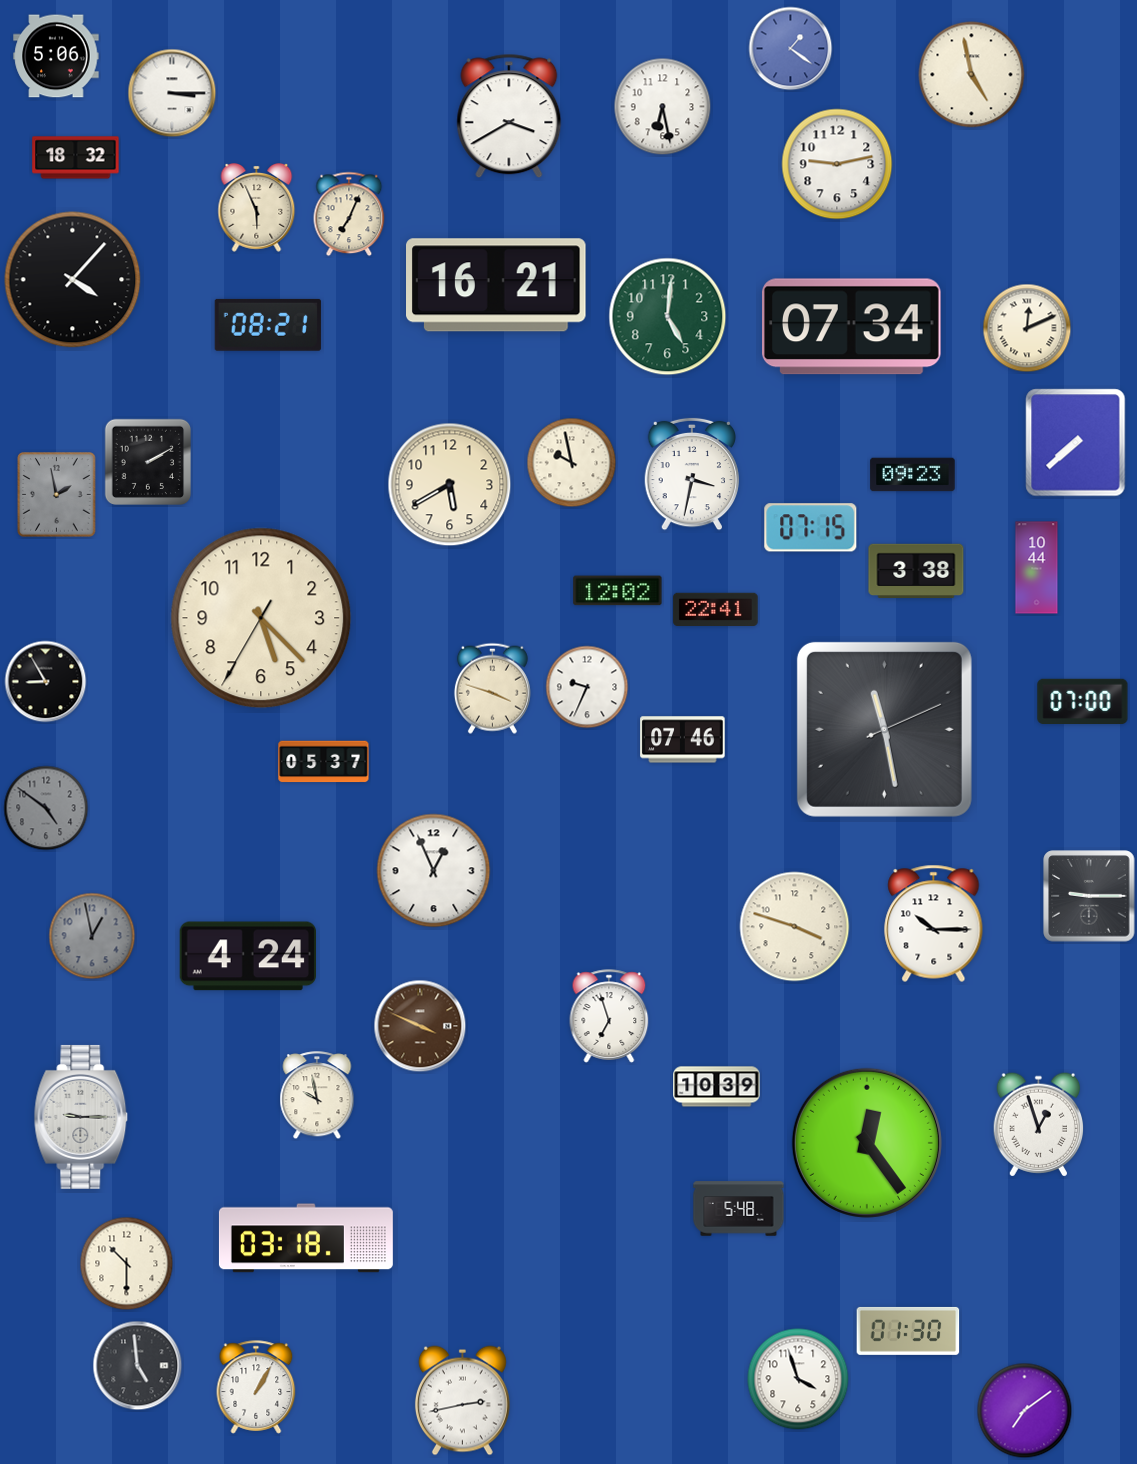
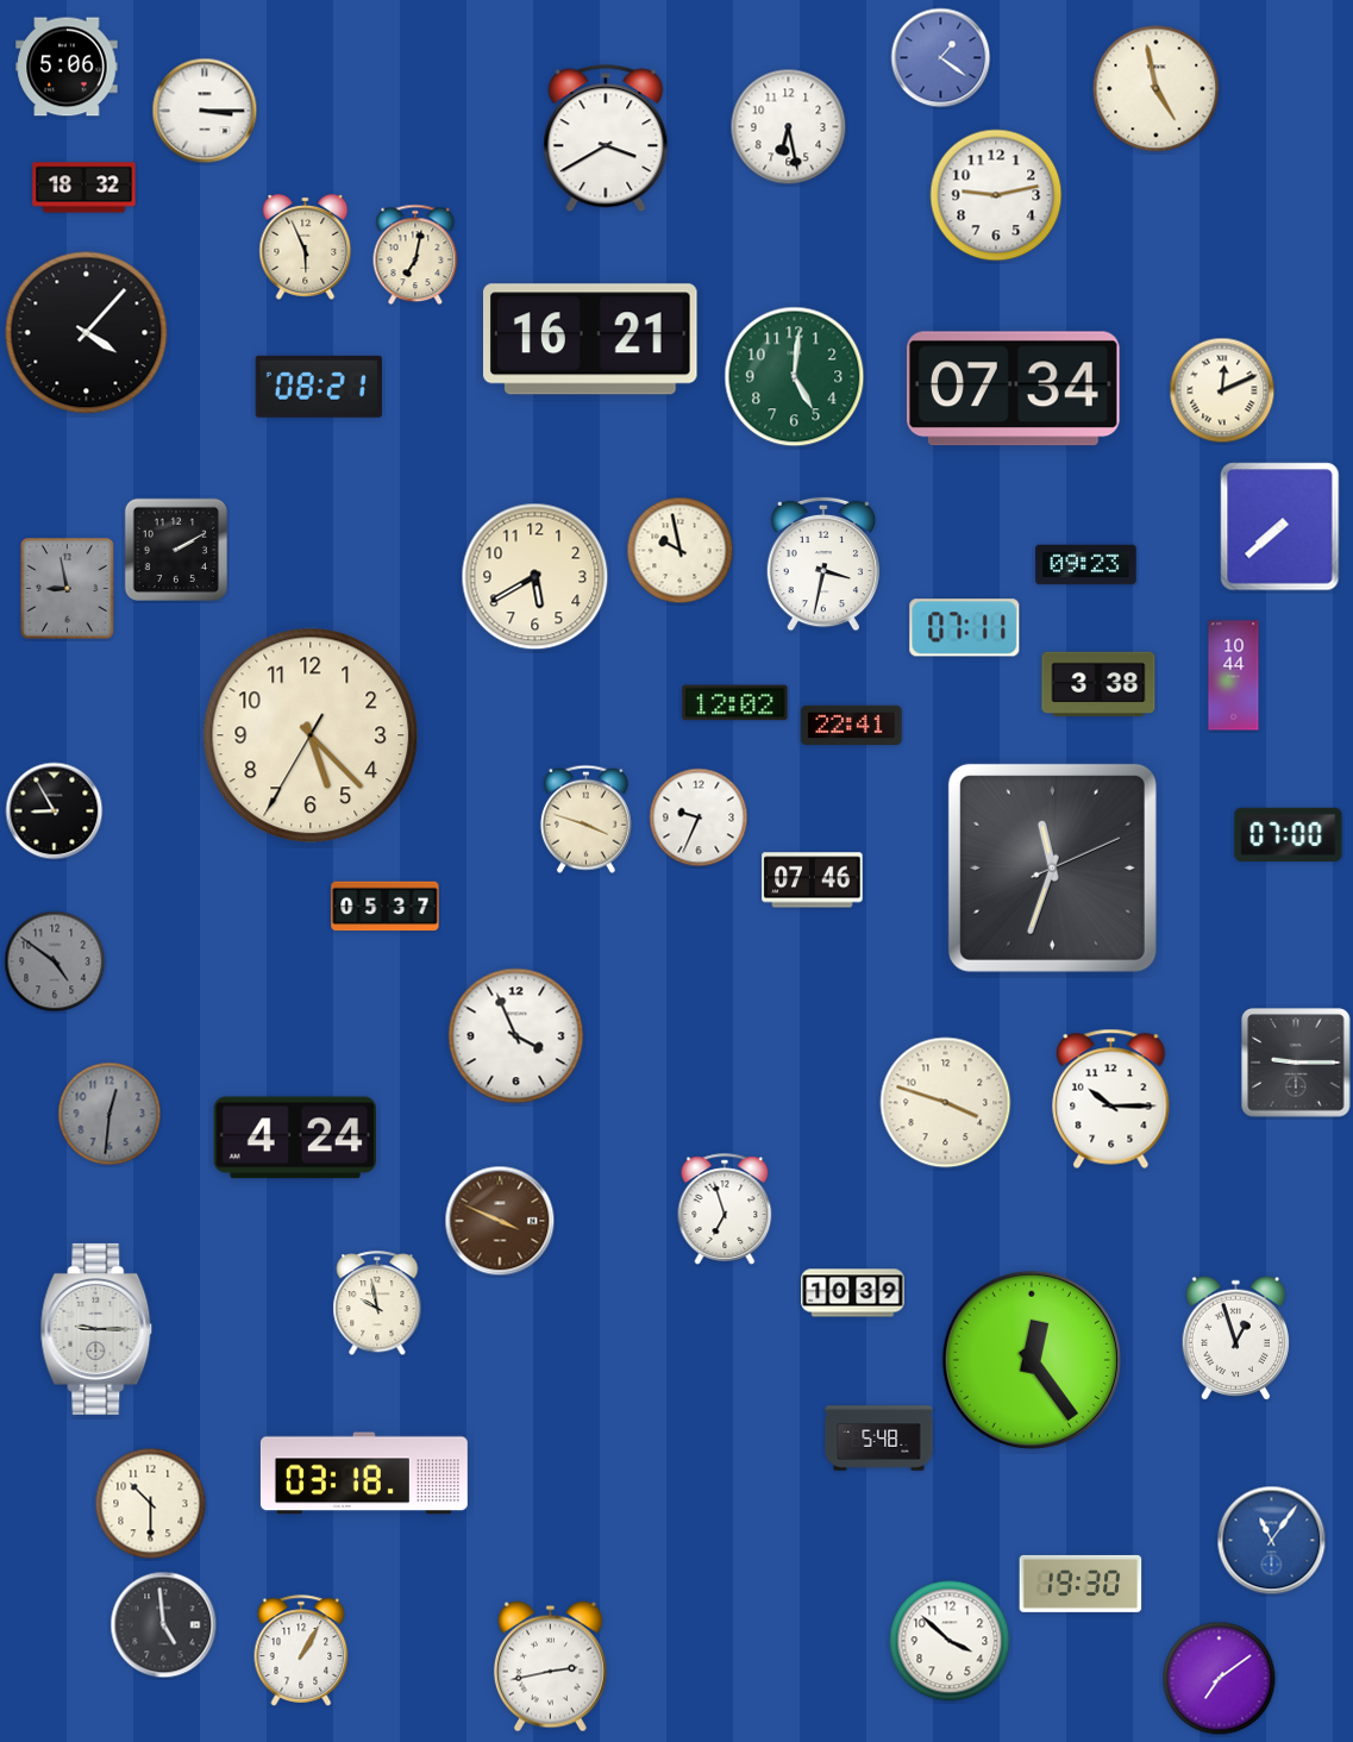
clock at (76, 158) position: (76, 158) -> (84, 188)
clock at (349, 214): 7:04 -> 7:02
clock at (57, 495): 1:58 -> 8:58
clock at (811, 528): 07:15 -> 07:11
clock at (916, 571) position: (916, 571) -> (1098, 684)
clock at (884, 729): 11:28 -> 11:33
clock at (434, 871): 12:56 -> 3:56
clock at (1089, 896) position: (1089, 896) -> (1296, 1063)
clock at (92, 936): 12:58 -> 12:31
clock at (1272, 1541): none -> 11:06
clock at (908, 1331): 01:30 -> 19:30
clock at (798, 1379): 3:57 -> 3:52
clock at (256, 1387) position: (256, 1387) -> (301, 1650)
